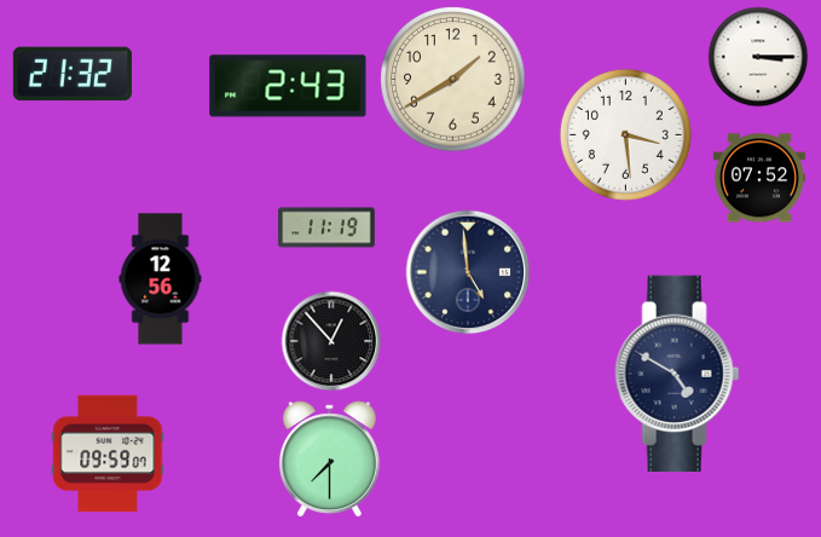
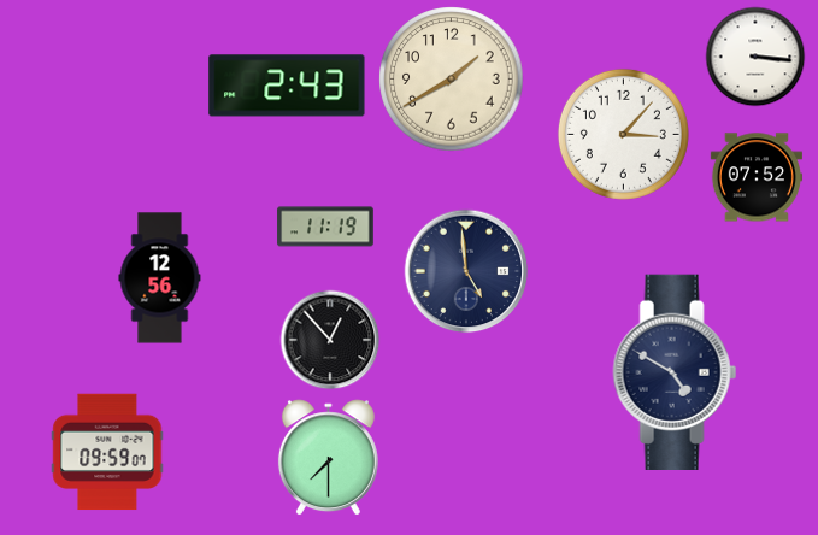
clock at (758, 57): 3:15 -> 3:16
clock at (73, 74): 21:32 -> none
clock at (625, 134): 3:29 -> 3:07
